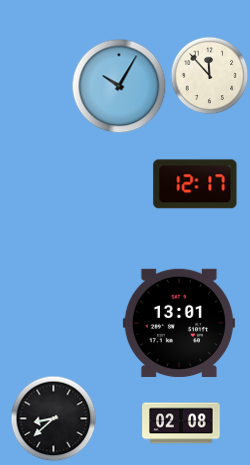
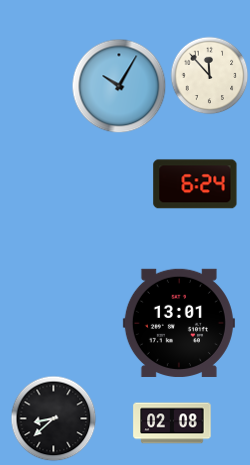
clock at (195, 184): 12:17 -> 6:24
clock at (181, 423) position: (181, 423) -> (172, 423)
